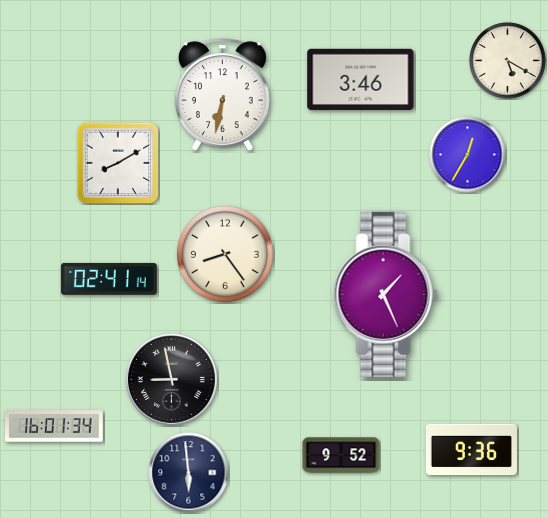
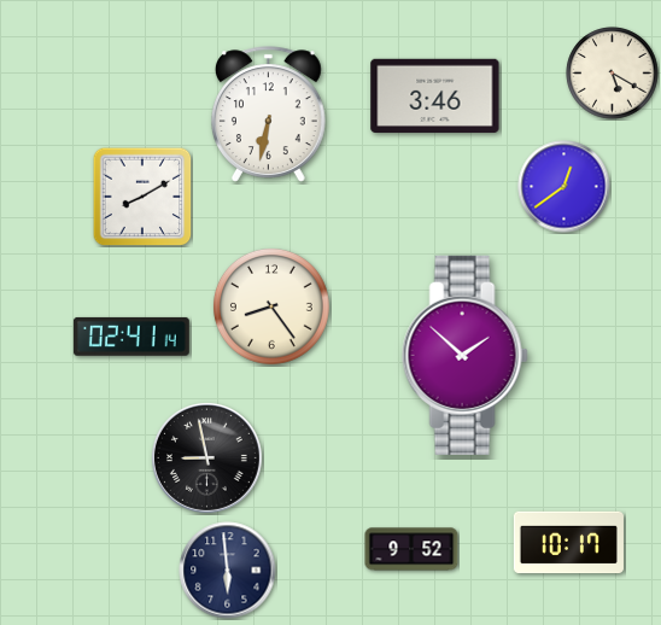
clock at (468, 155): 12:35 -> 12:39
clock at (385, 294): 1:26 -> 1:52
clock at (54, 426): 16:01 -> none
clock at (471, 450): 9:36 -> 10:17
